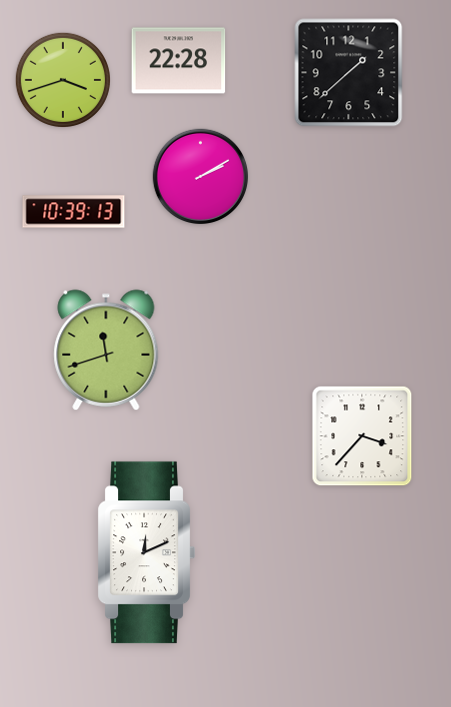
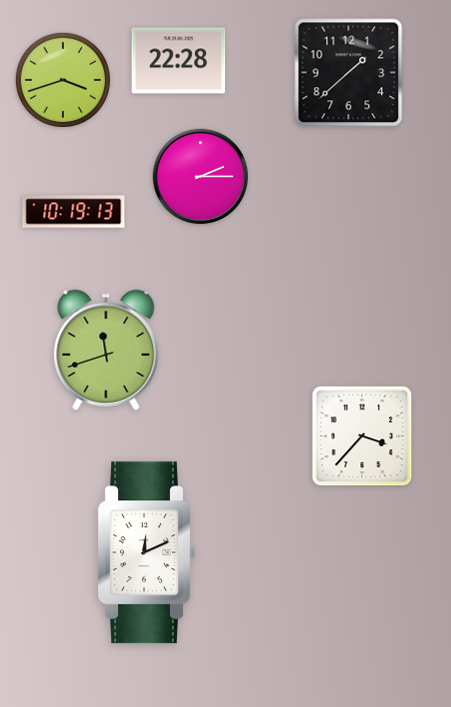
clock at (200, 176): 2:10 -> 2:15
clock at (74, 212): 10:39 -> 10:19
